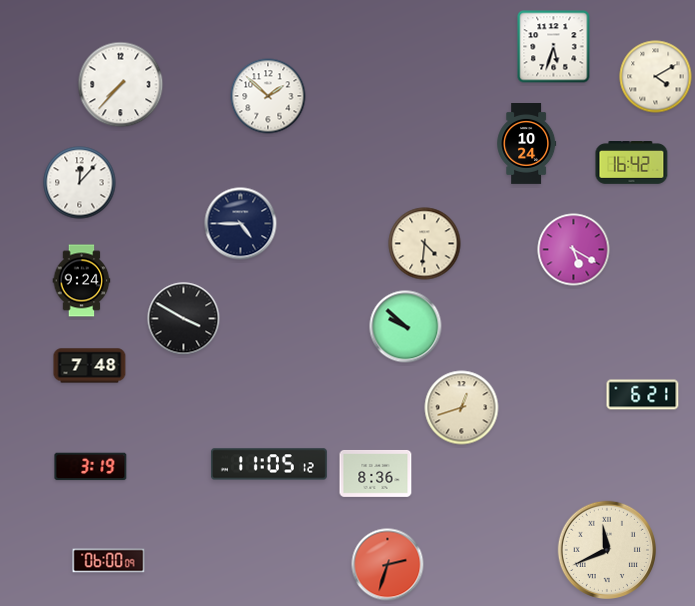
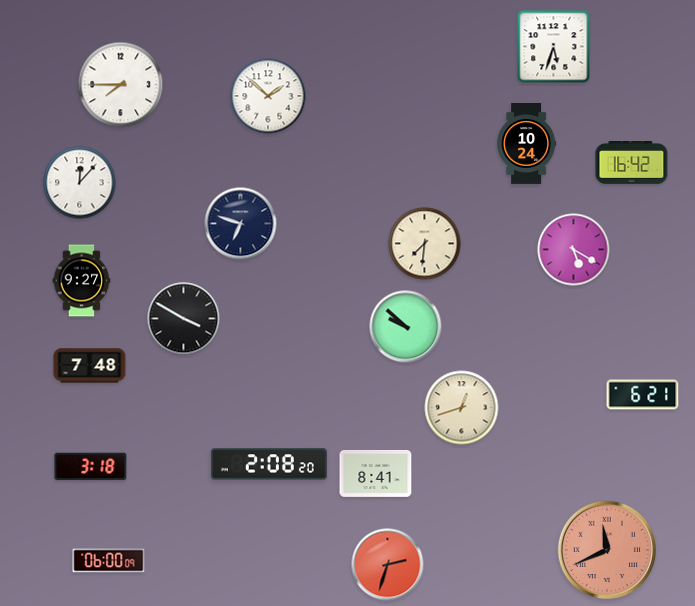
clock at (656, 77): 4:10 -> none
clock at (121, 85): 7:37 -> 7:45
clock at (241, 224): 4:45 -> 6:48
clock at (425, 244): 4:31 -> 7:31
clock at (82, 281): 9:24 -> 9:27
clock at (269, 464): 11:05 -> 2:08
clock at (91, 467): 3:19 -> 3:18
clock at (376, 473): 8:36 -> 8:41
clock at (606, 549) dial: cream -> salmon
